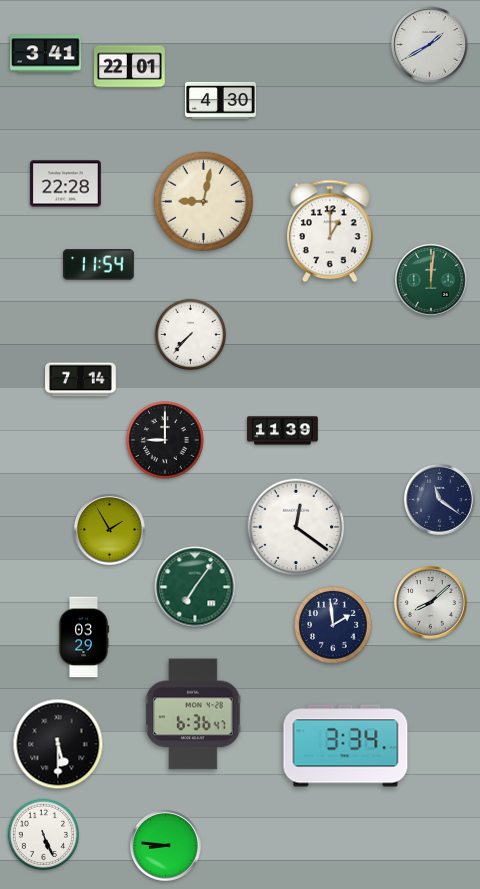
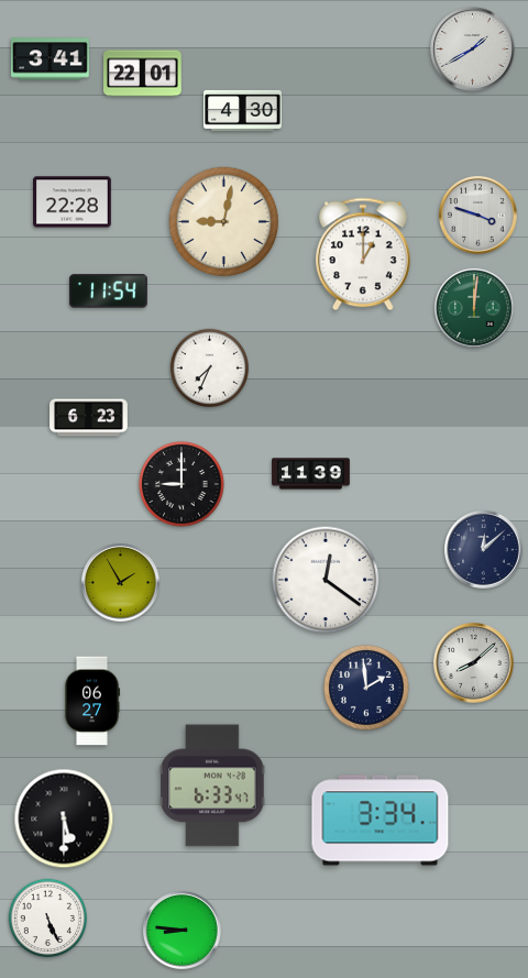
clock at (479, 216): none -> 3:48
clock at (191, 335): 7:37 -> 7:34
clock at (81, 380): 7:14 -> 6:23
clock at (440, 500): 11:21 -> 12:08
clock at (195, 587): 7:06 -> none
clock at (84, 637): 03:29 -> 06:27
clock at (193, 714): 6:36 -> 6:33
